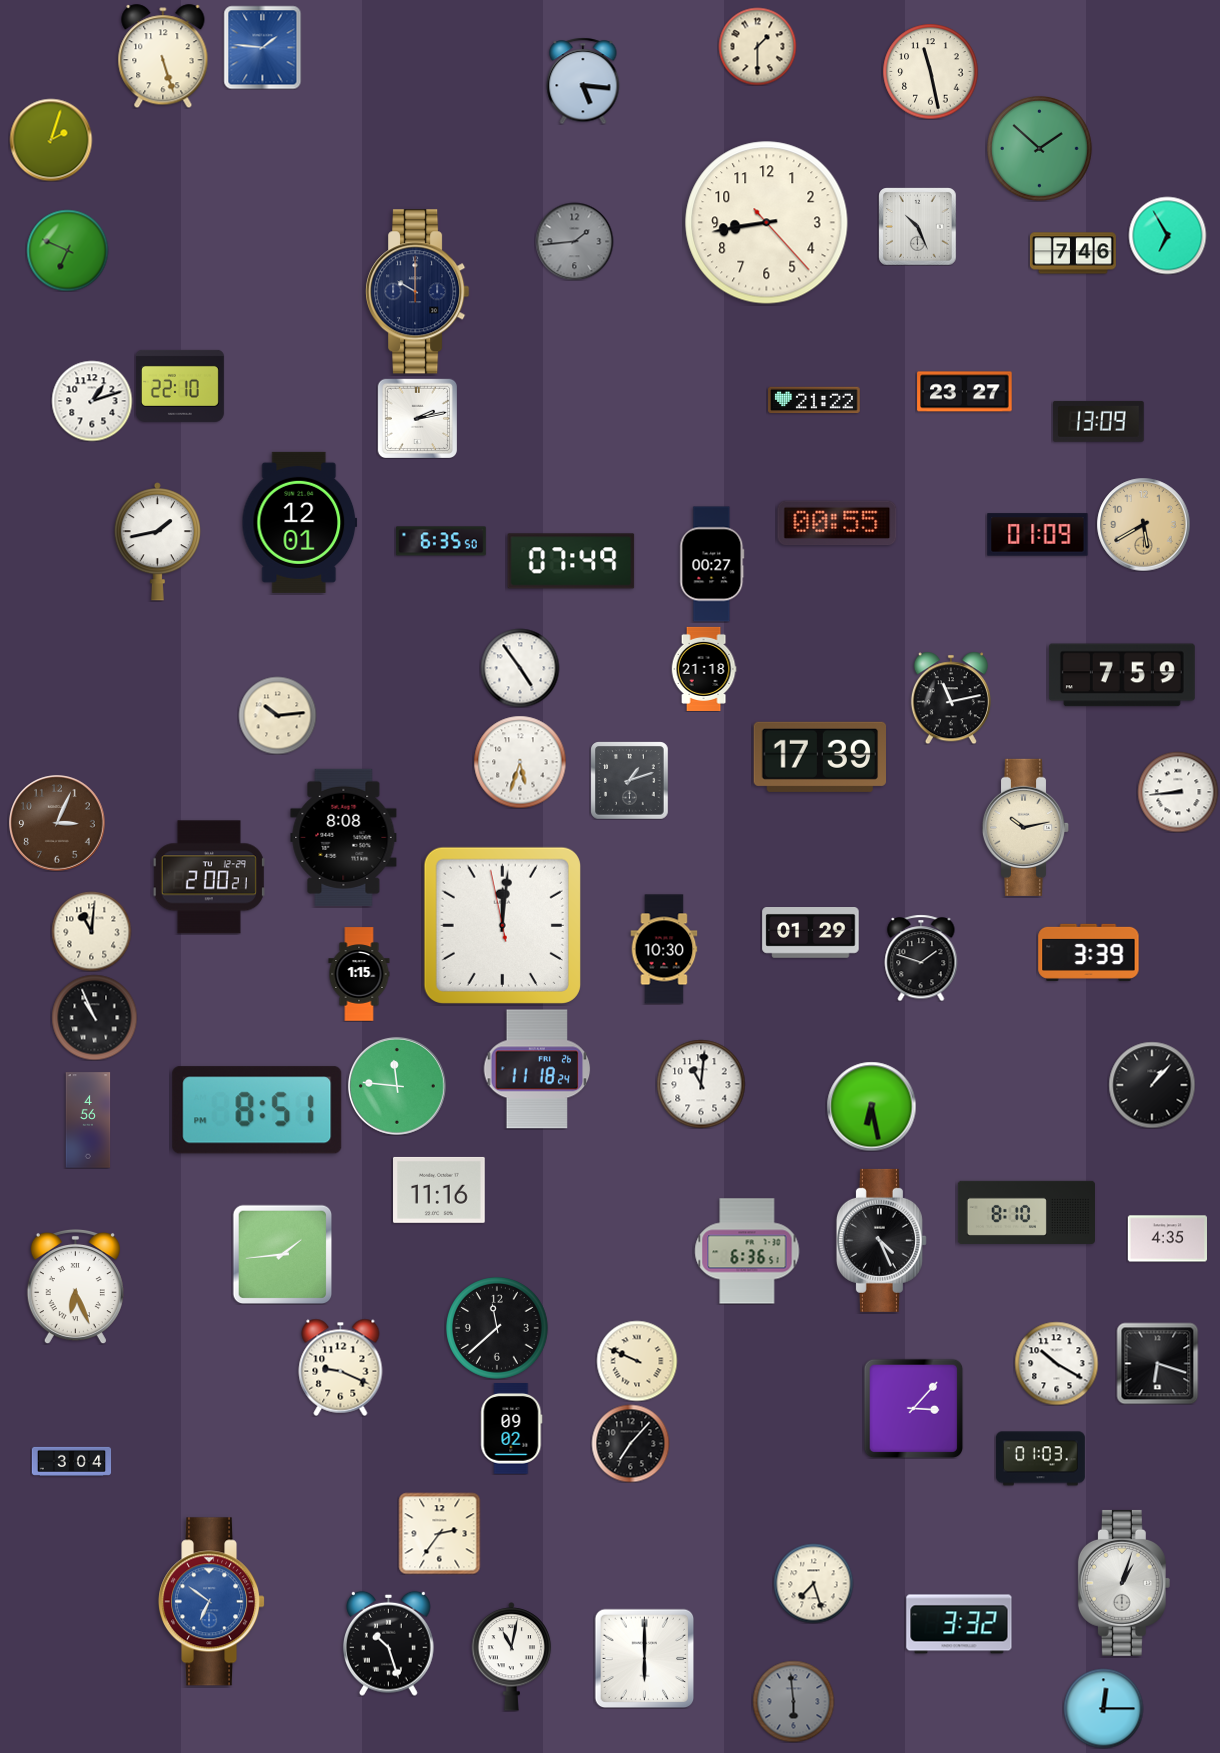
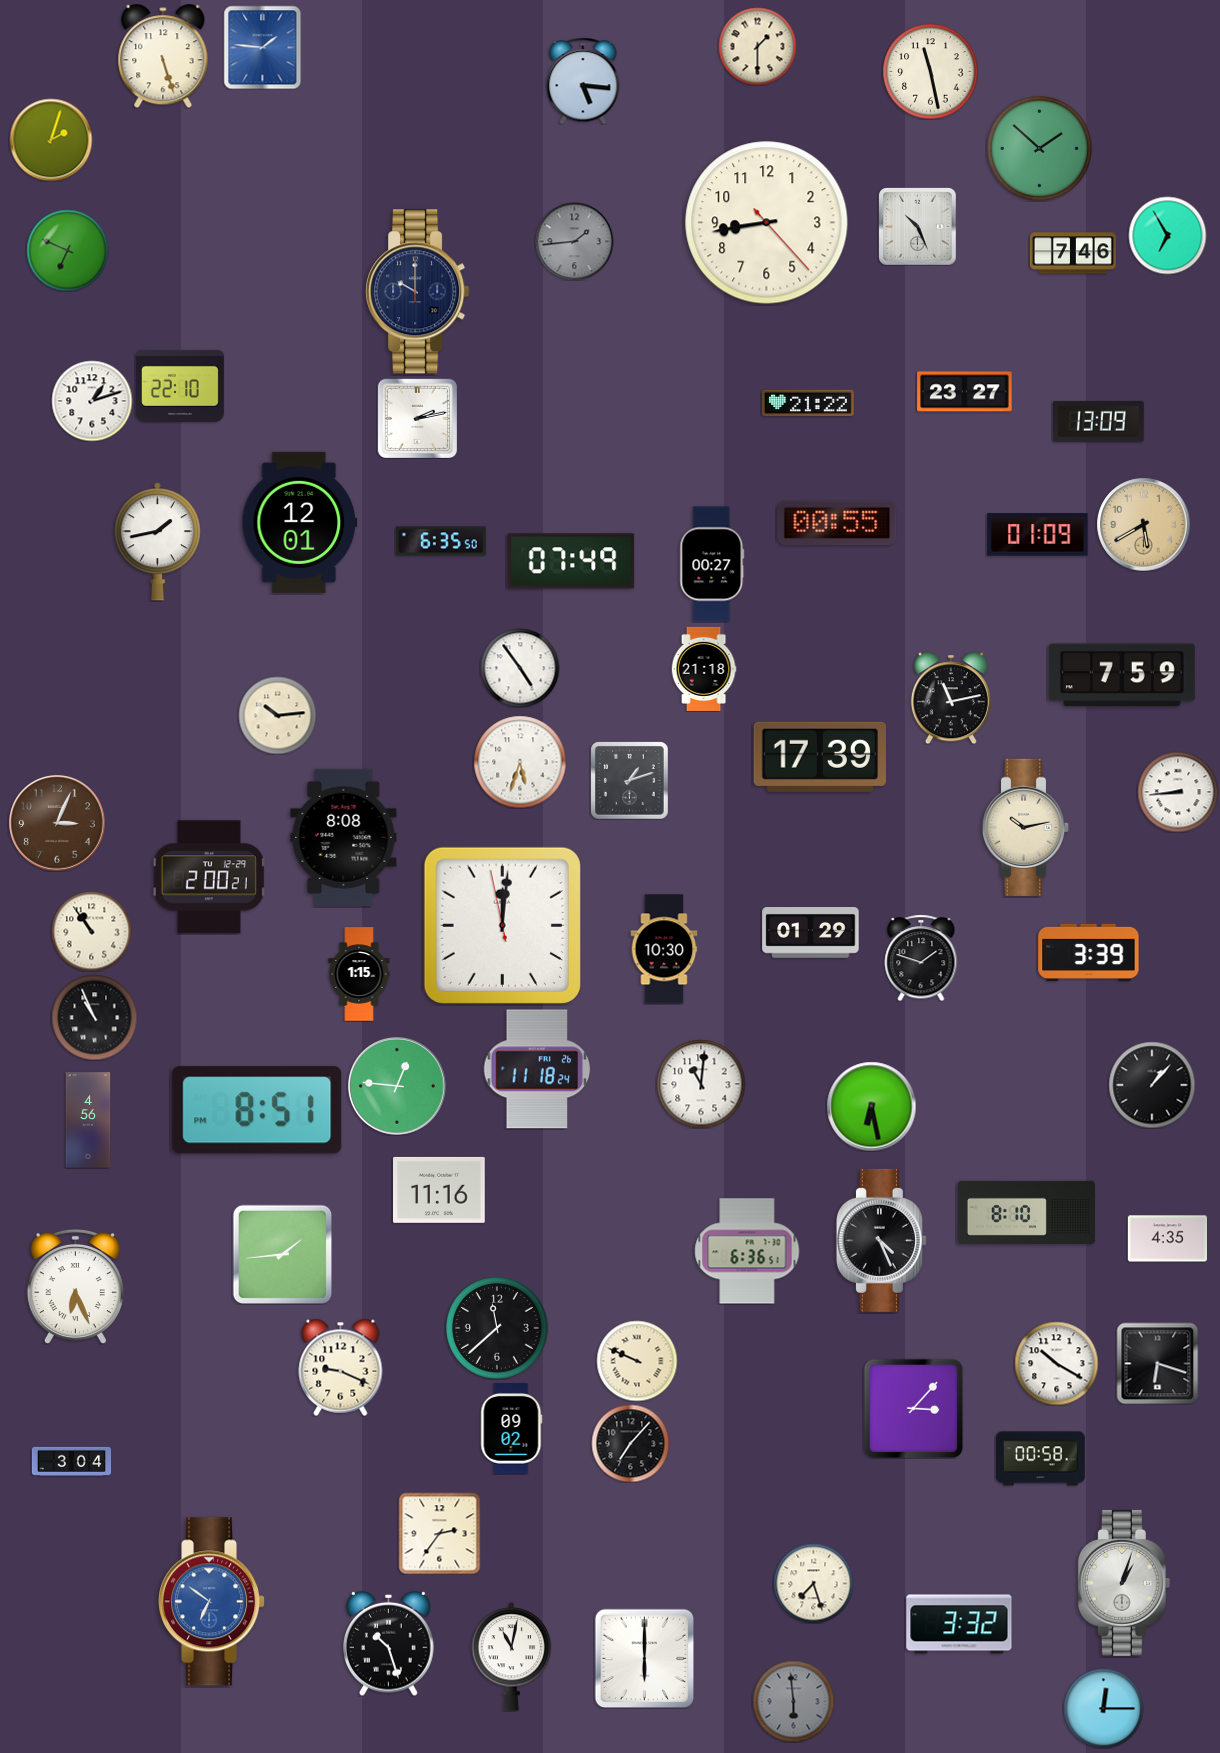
clock at (814, 400) position: (814, 400) -> (808, 403)
clock at (91, 931): 11:01 -> 10:54
clock at (397, 1086): 11:46 -> 12:46
clock at (1040, 1459): 01:03 -> 00:58
